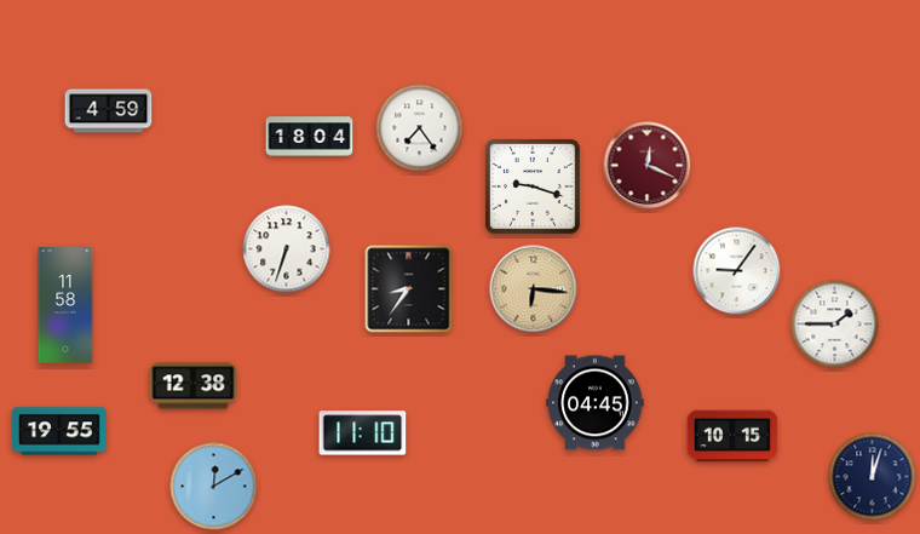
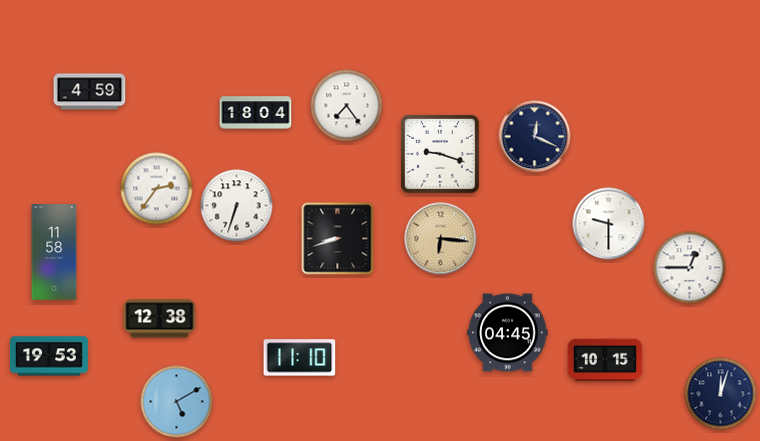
clock at (648, 166) dial: burgundy -> navy
clock at (157, 189): none -> 2:36
clock at (737, 271): 9:06 -> 9:30
clock at (409, 289): 8:36 -> 8:42
clock at (835, 325): 1:45 -> 12:45
clock at (596, 403) position: (596, 403) -> (508, 333)
clock at (61, 431): 19:55 -> 19:53
clock at (214, 487): 12:10 -> 5:10
